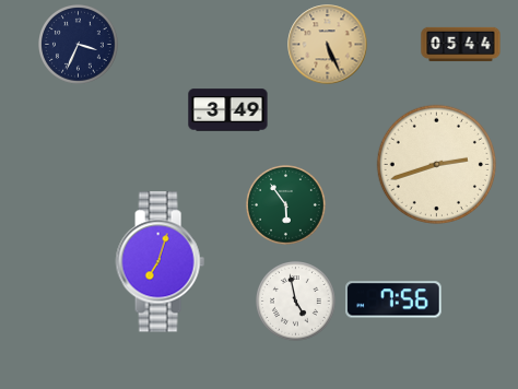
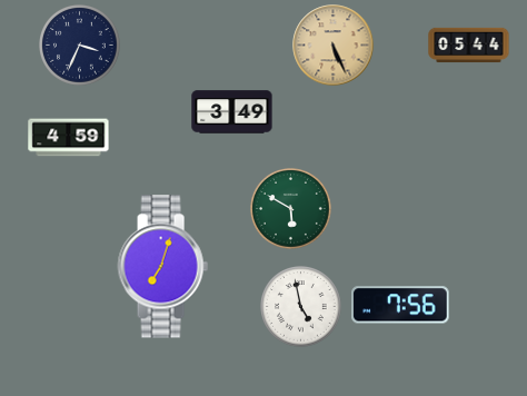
clock at (69, 138): none -> 4:59
clock at (436, 164): 2:42 -> none
clock at (286, 205): 5:54 -> 5:50
